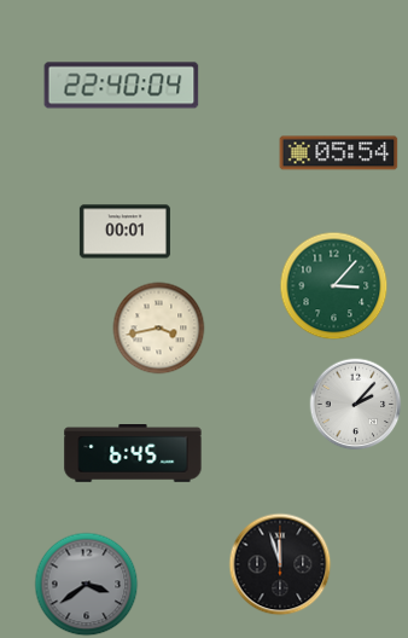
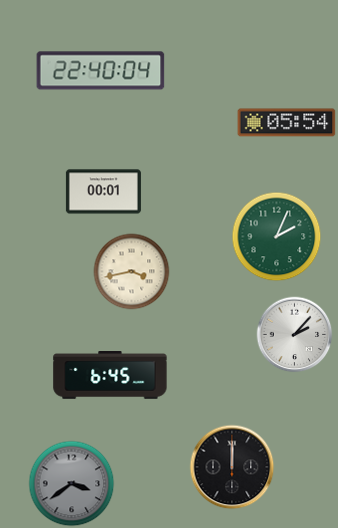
clock at (339, 153) position: (339, 153) -> (287, 123)
clock at (334, 286): 3:07 -> 2:04
clock at (280, 564): 11:57 -> 12:00
